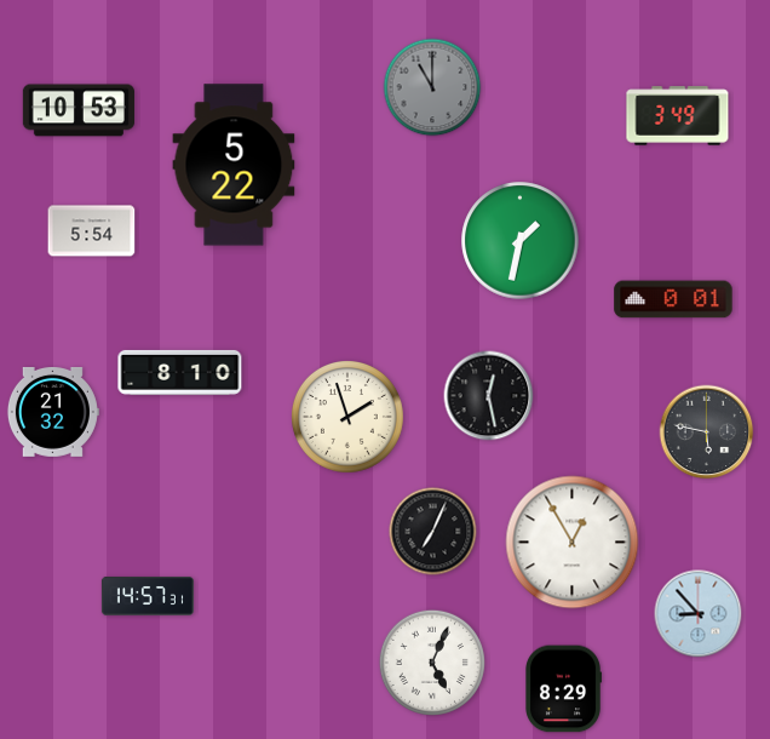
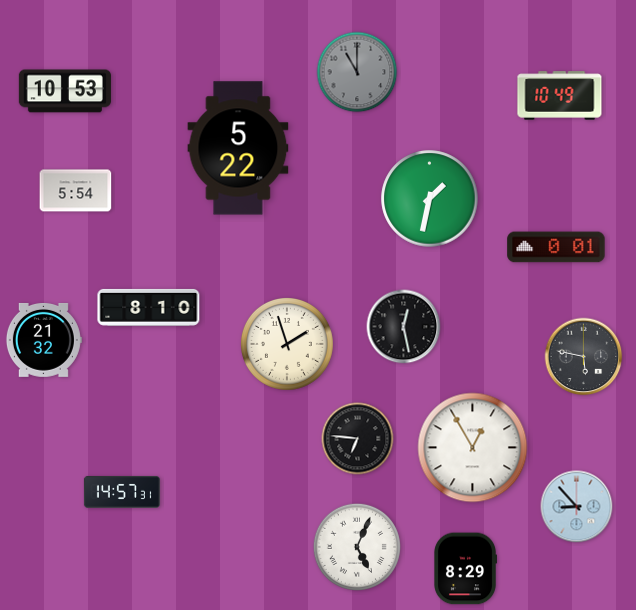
clock at (678, 116): 3:49 -> 10:49
clock at (234, 165) position: (234, 165) -> (238, 148)
clock at (433, 532): 7:04 -> 6:46
